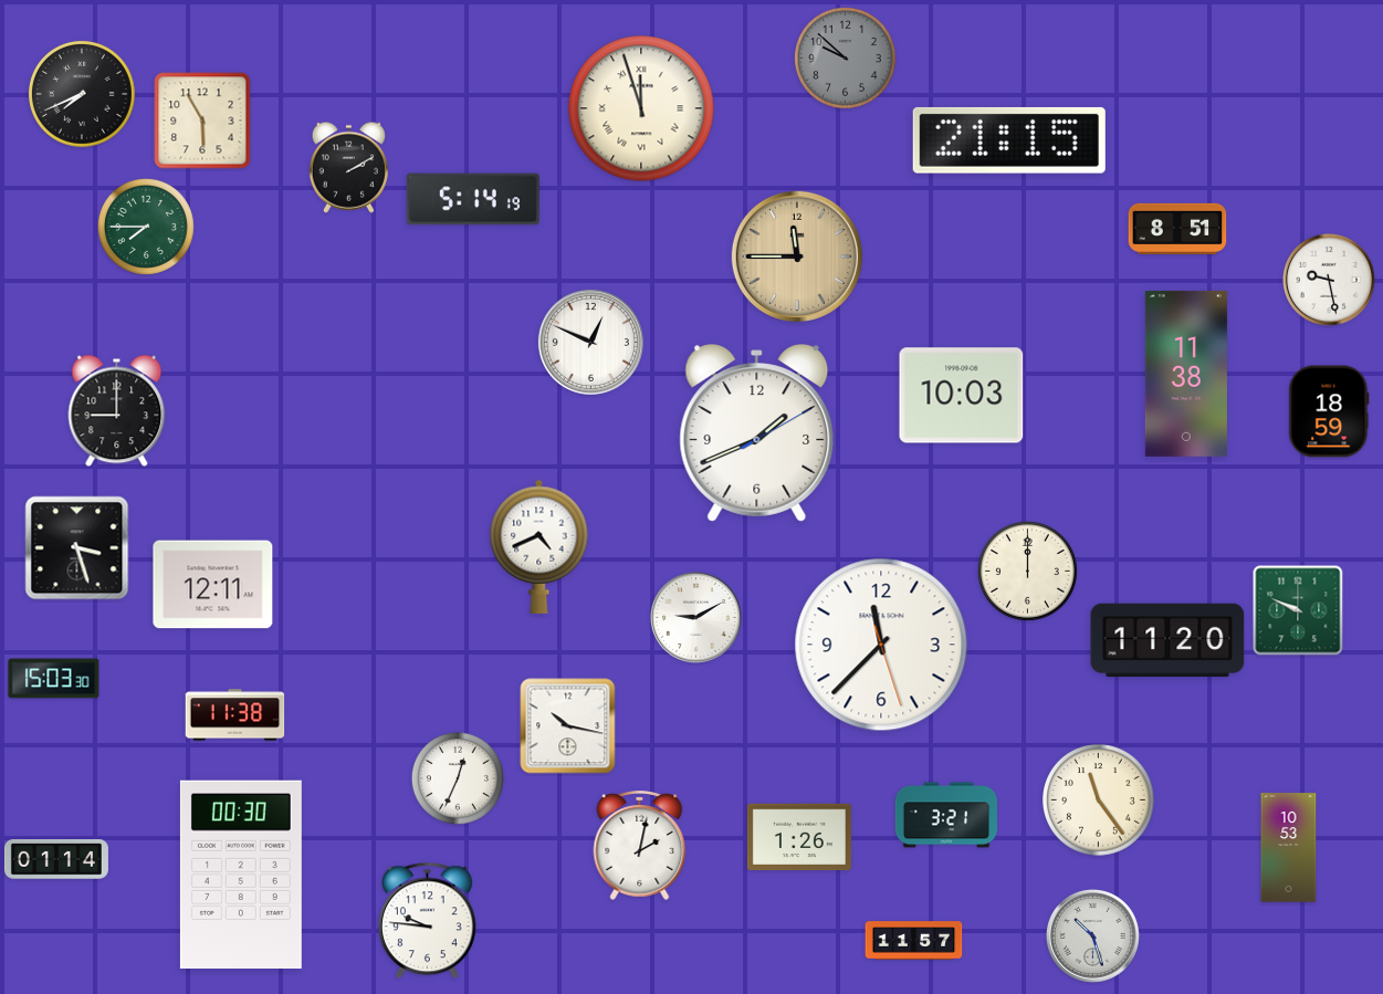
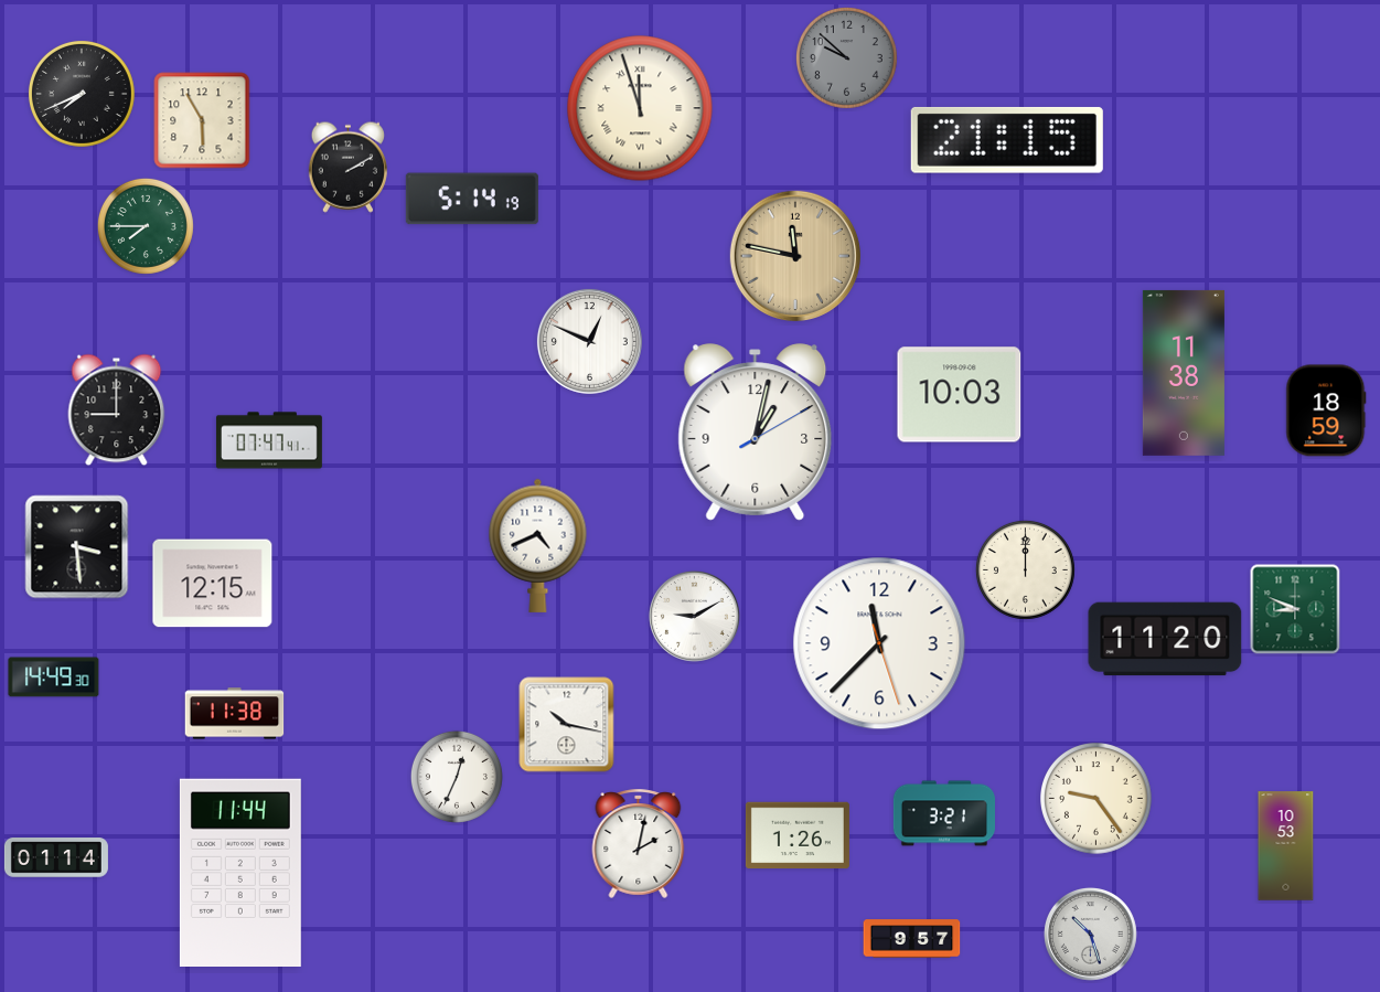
clock at (845, 57) position: (845, 57) -> (846, 57)
clock at (1177, 229): 8:51 -> none
clock at (797, 257): 11:45 -> 11:47
clock at (1329, 280): 9:28 -> none
clock at (757, 433): 1:41 -> 1:02
clock at (269, 440): none -> 07:47
clock at (77, 548): 3:27 -> 3:29
clock at (213, 585): 12:11 -> 12:15
clock at (1298, 610): 9:49 -> 8:49
clock at (54, 679): 15:03 -> 14:49
clock at (1099, 801): 11:24 -> 9:24
clock at (241, 873): 00:30 -> 11:44
clock at (427, 921): 9:46 -> none
clock at (914, 941): 11:57 -> 9:57
